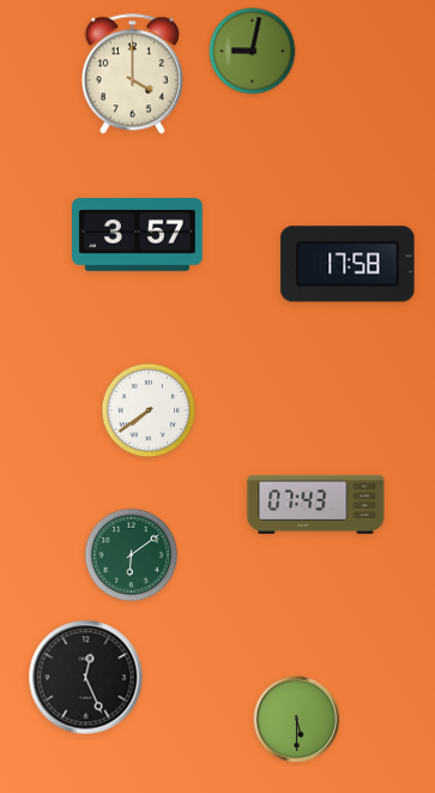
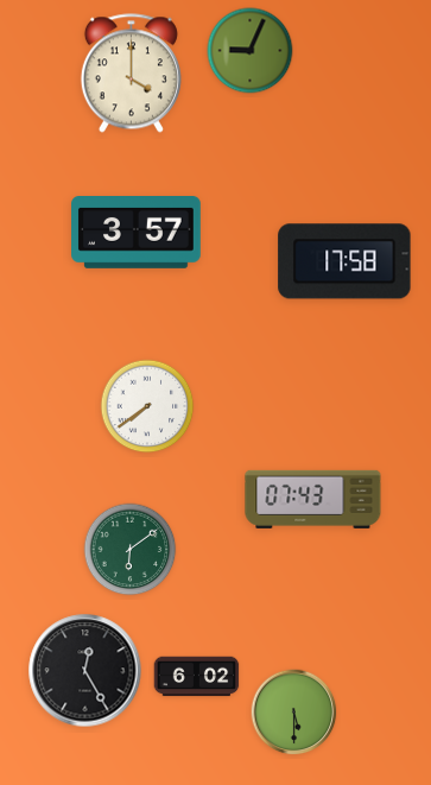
clock at (253, 52): 9:02 -> 9:04
clock at (86, 678): 12:26 -> 12:25
clock at (197, 677): none -> 6:02
